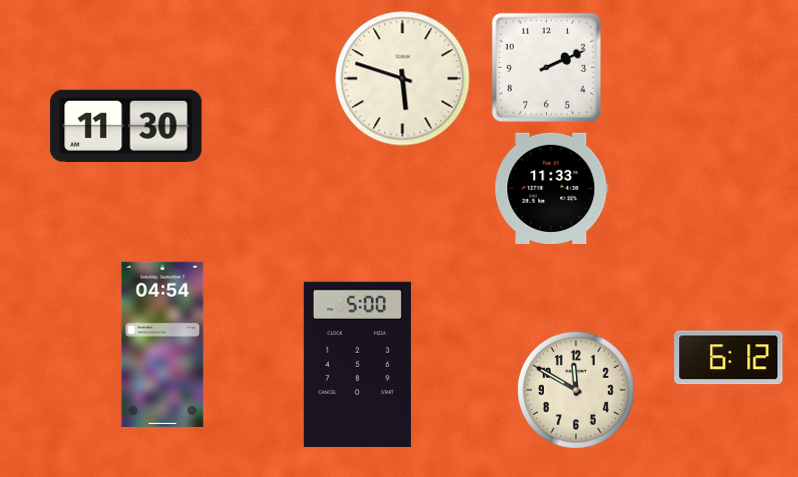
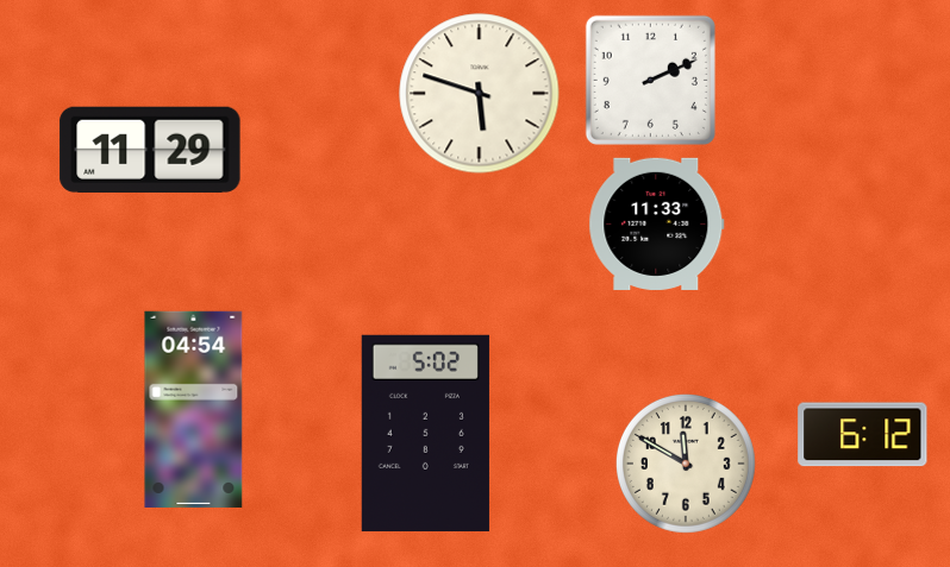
clock at (126, 126): 11:30 -> 11:29
clock at (729, 358) position: (729, 358) -> (863, 435)
clock at (357, 364): 5:00 -> 5:02
